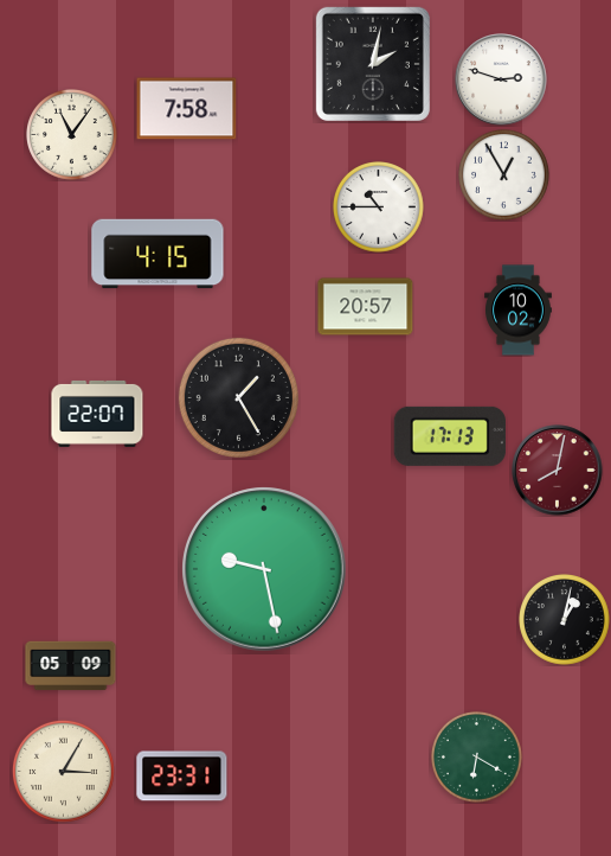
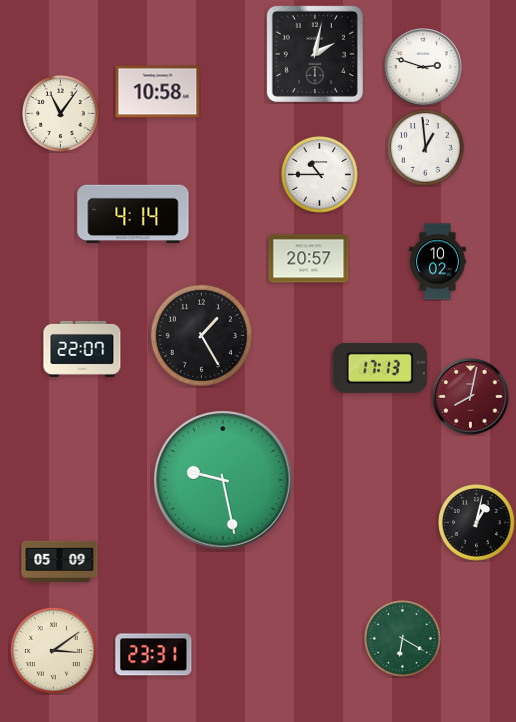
clock at (187, 109): 7:58 -> 10:58
clock at (504, 175): 12:55 -> 12:59
clock at (157, 254): 4:15 -> 4:14
clock at (63, 771): 3:05 -> 3:09
